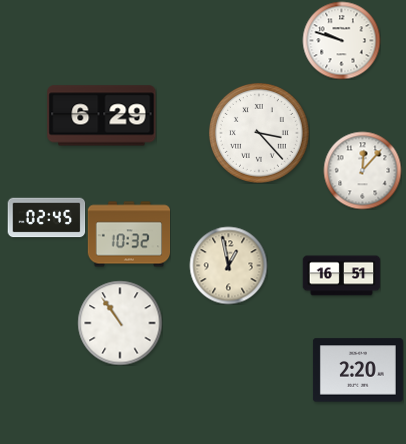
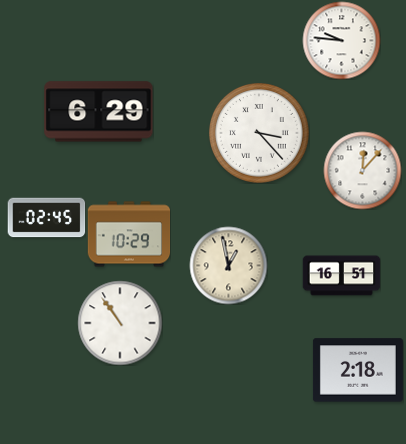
clock at (341, 40): 9:48 -> 9:46
clock at (102, 116) position: (102, 116) -> (99, 112)
clock at (129, 234): 10:32 -> 10:29
clock at (358, 370): 2:20 -> 2:18
